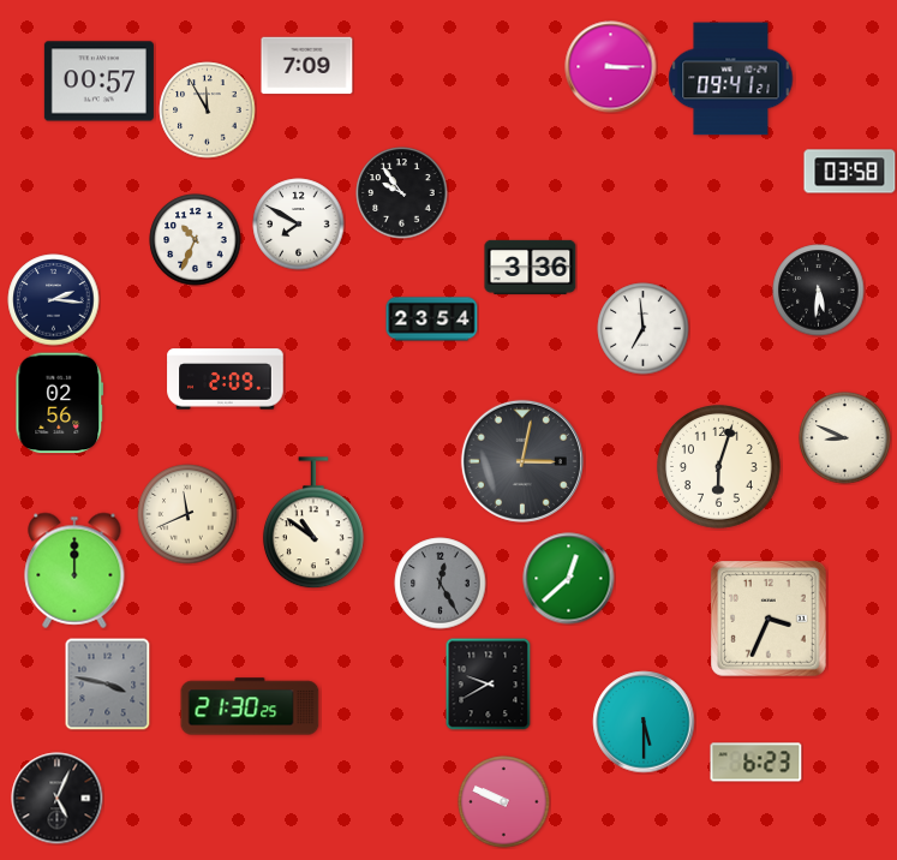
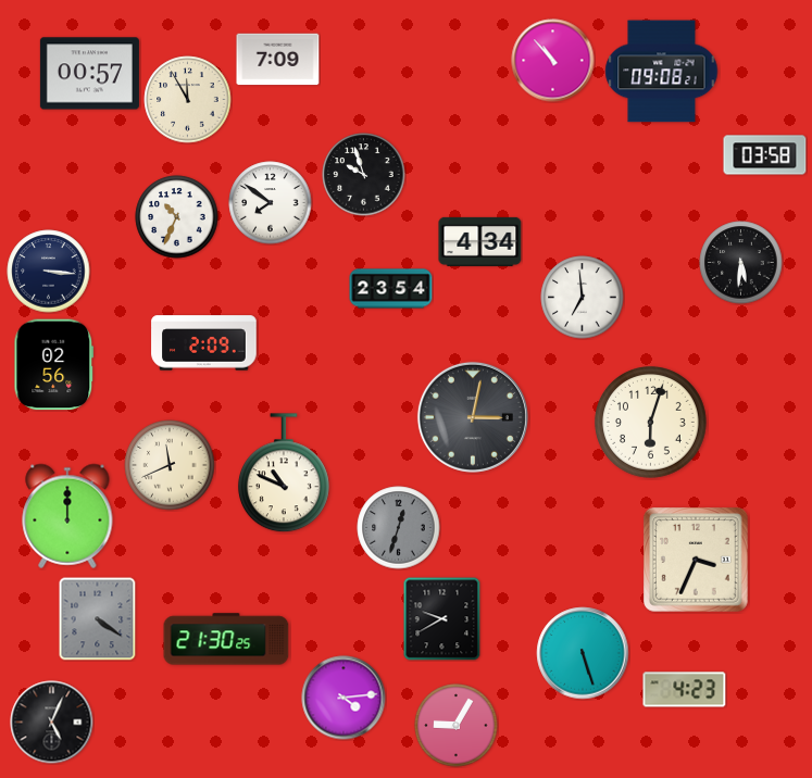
clock at (611, 67): 3:15 -> 10:53
clock at (731, 79): 09:41 -> 09:08
clock at (850, 172) position: (850, 172) -> (765, 155)
clock at (402, 193): 9:54 -> 9:57
clock at (299, 225): 7:50 -> 7:51
clock at (531, 267): 3:36 -> 4:34
clock at (54, 300): 2:16 -> 3:16
clock at (845, 438): 8:49 -> none
clock at (313, 524): 10:51 -> 10:49
clock at (569, 579): 12:38 -> none
clock at (441, 584): 12:25 -> 12:33
clock at (108, 683): 3:47 -> 4:21
clock at (644, 722): 5:30 -> 5:27
clock at (757, 763): 6:23 -> 4:23
clock at (343, 698): none -> 4:14
clock at (504, 802): 9:49 -> 9:05
